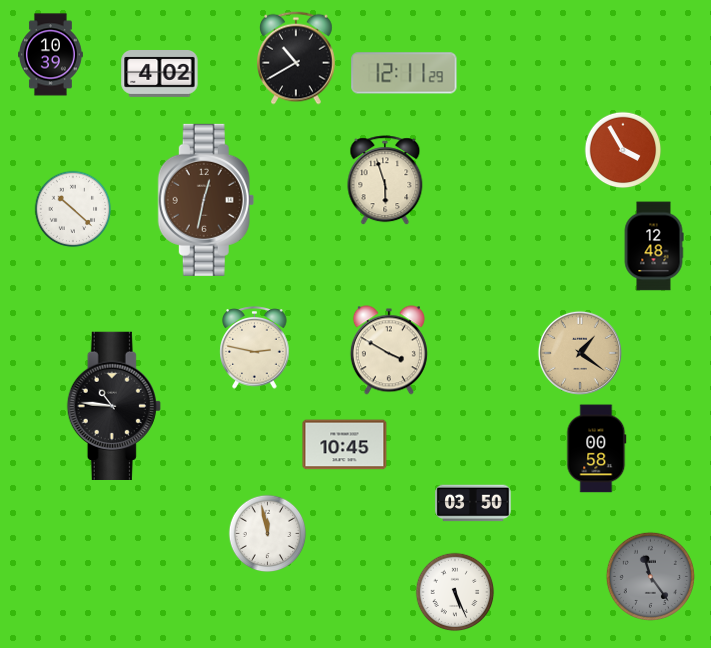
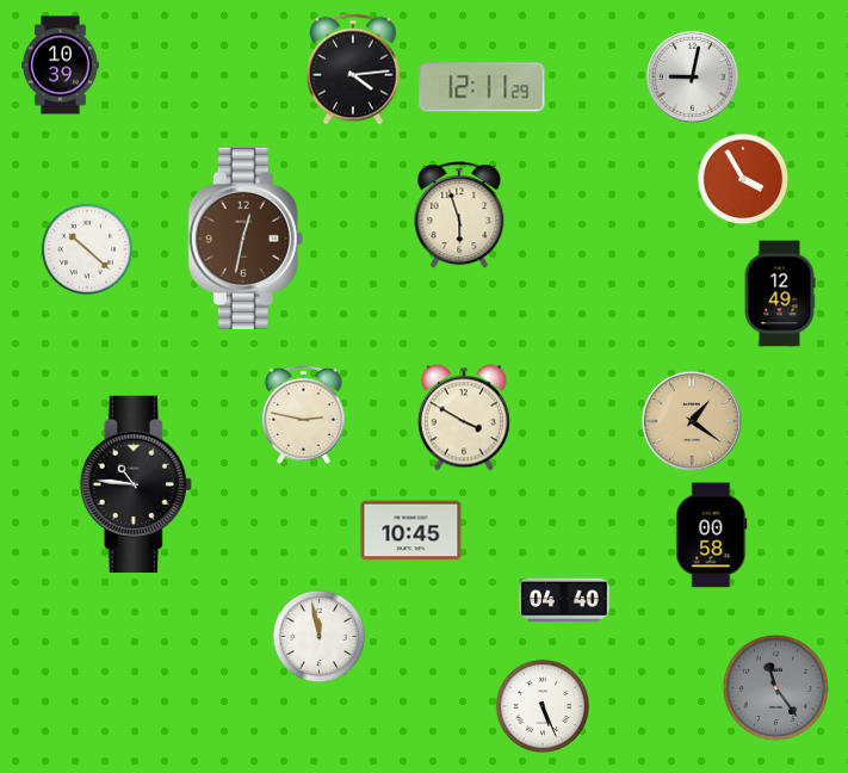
clock at (296, 58): 10:40 -> 4:14
clock at (692, 76): none -> 9:02
clock at (160, 74): 4:02 -> none
clock at (654, 246): 12:48 -> 12:49
clock at (473, 503): 03:50 -> 04:40
